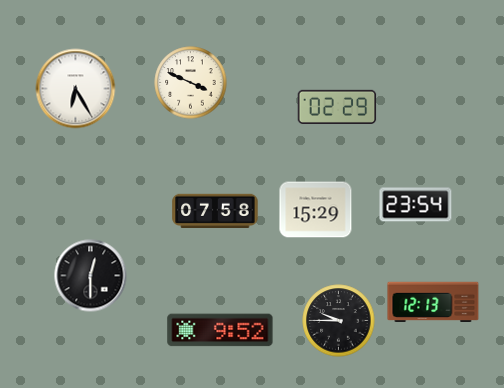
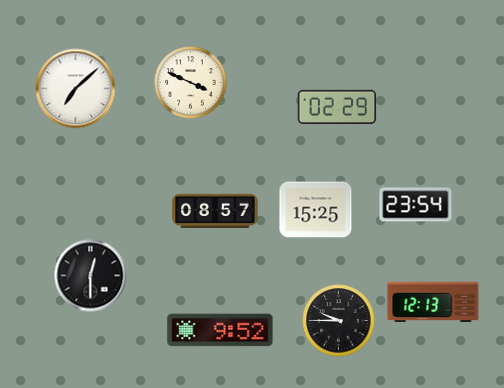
clock at (76, 89): 6:25 -> 7:08
clock at (215, 210): 07:58 -> 08:57
clock at (316, 210): 15:29 -> 15:25
